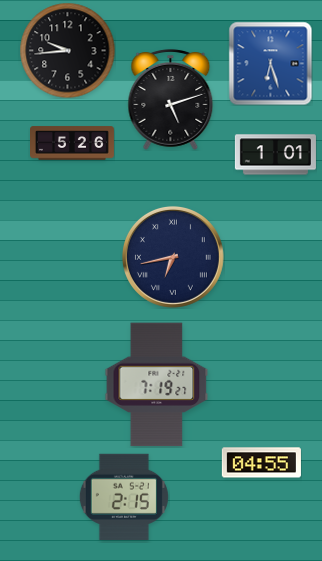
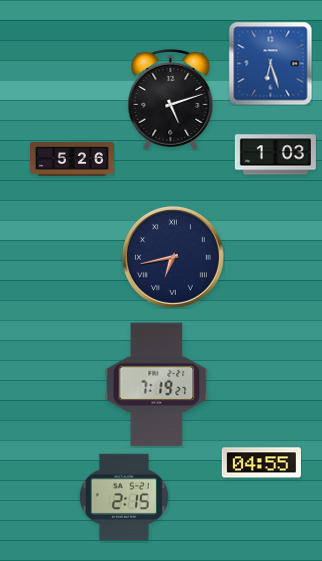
clock at (67, 50): 9:44 -> none
clock at (73, 143) position: (73, 143) -> (73, 159)
clock at (275, 155): 1:01 -> 1:03
